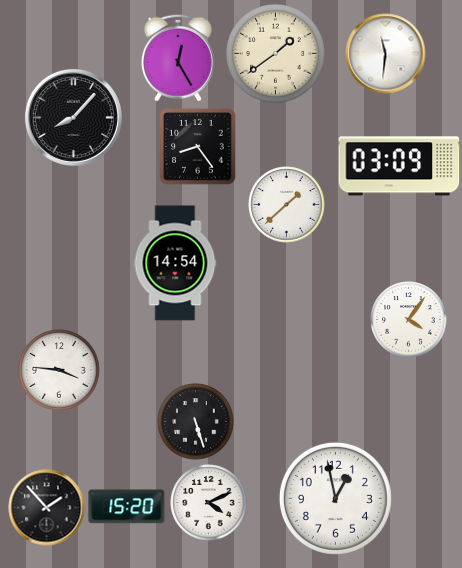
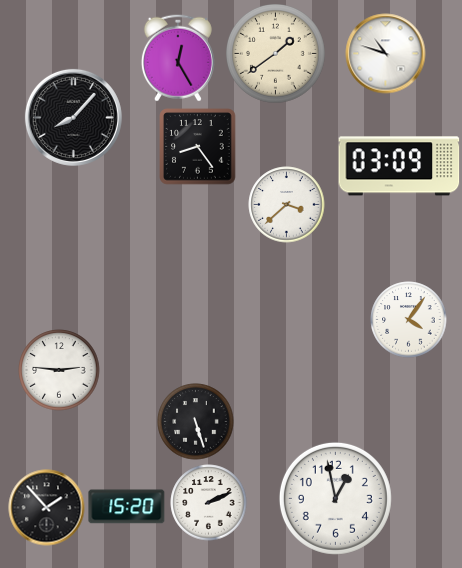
clock at (386, 54): 11:31 -> 10:48
clock at (287, 205): 1:38 -> 3:38
clock at (175, 263): 14:54 -> none
clock at (59, 370): 3:46 -> 2:46
clock at (209, 503): 4:11 -> 2:11
